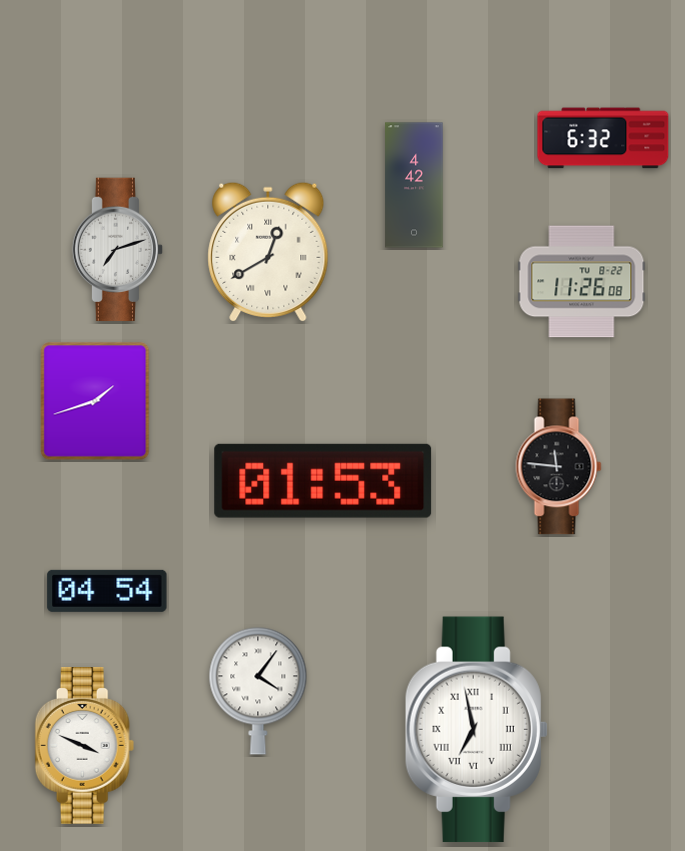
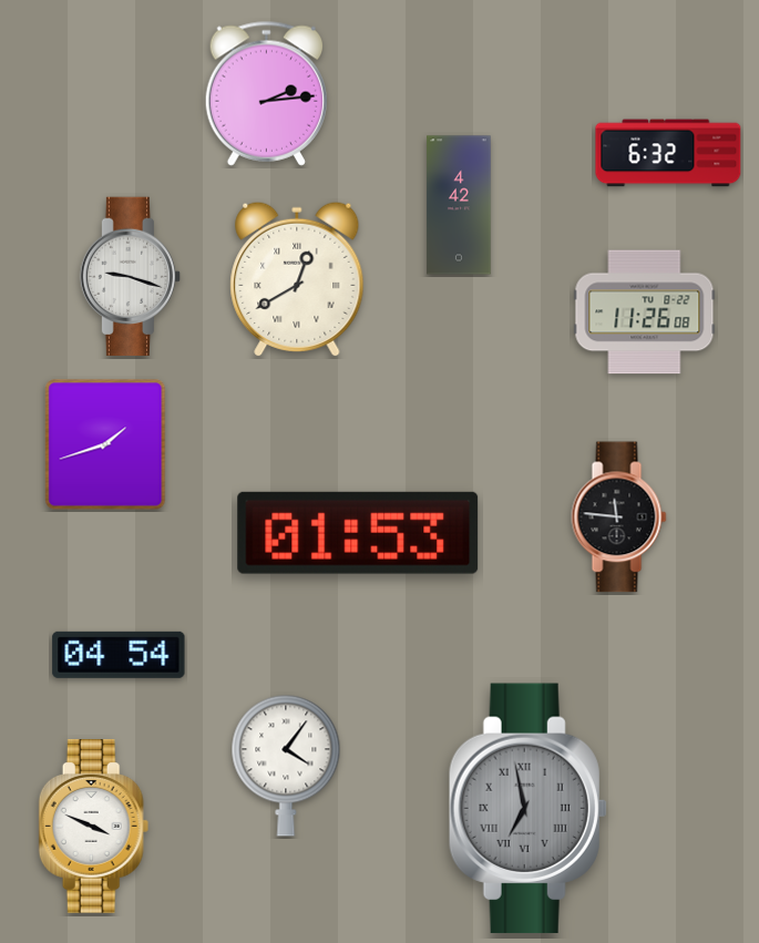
clock at (266, 93): none -> 2:14
clock at (117, 250): 7:12 -> 9:18
clock at (476, 730) dial: white -> grey
